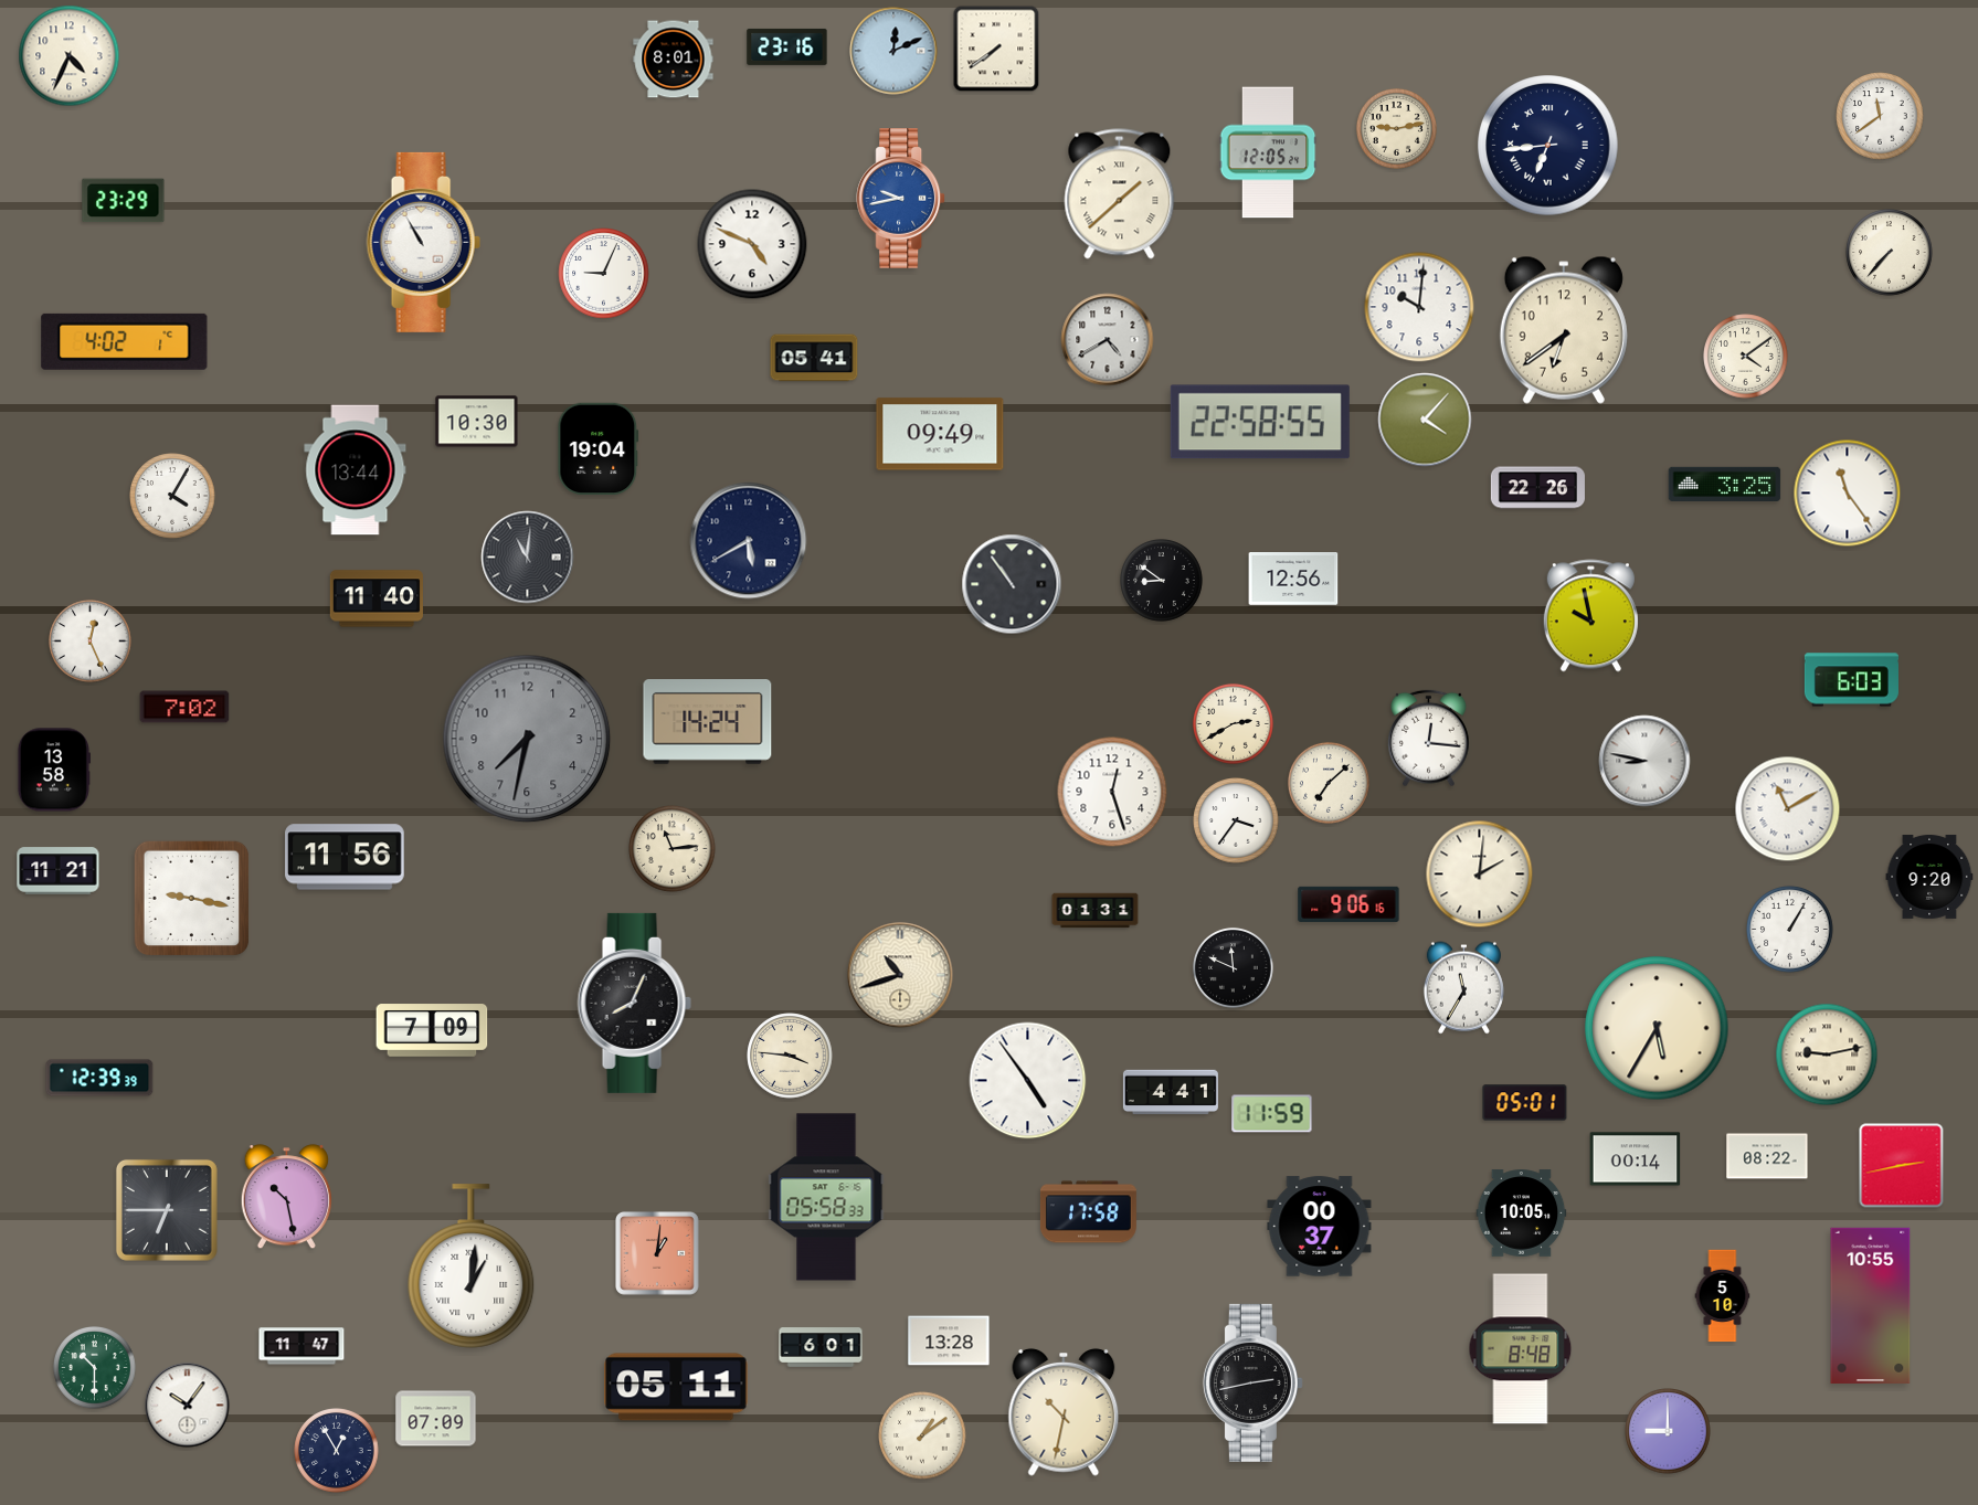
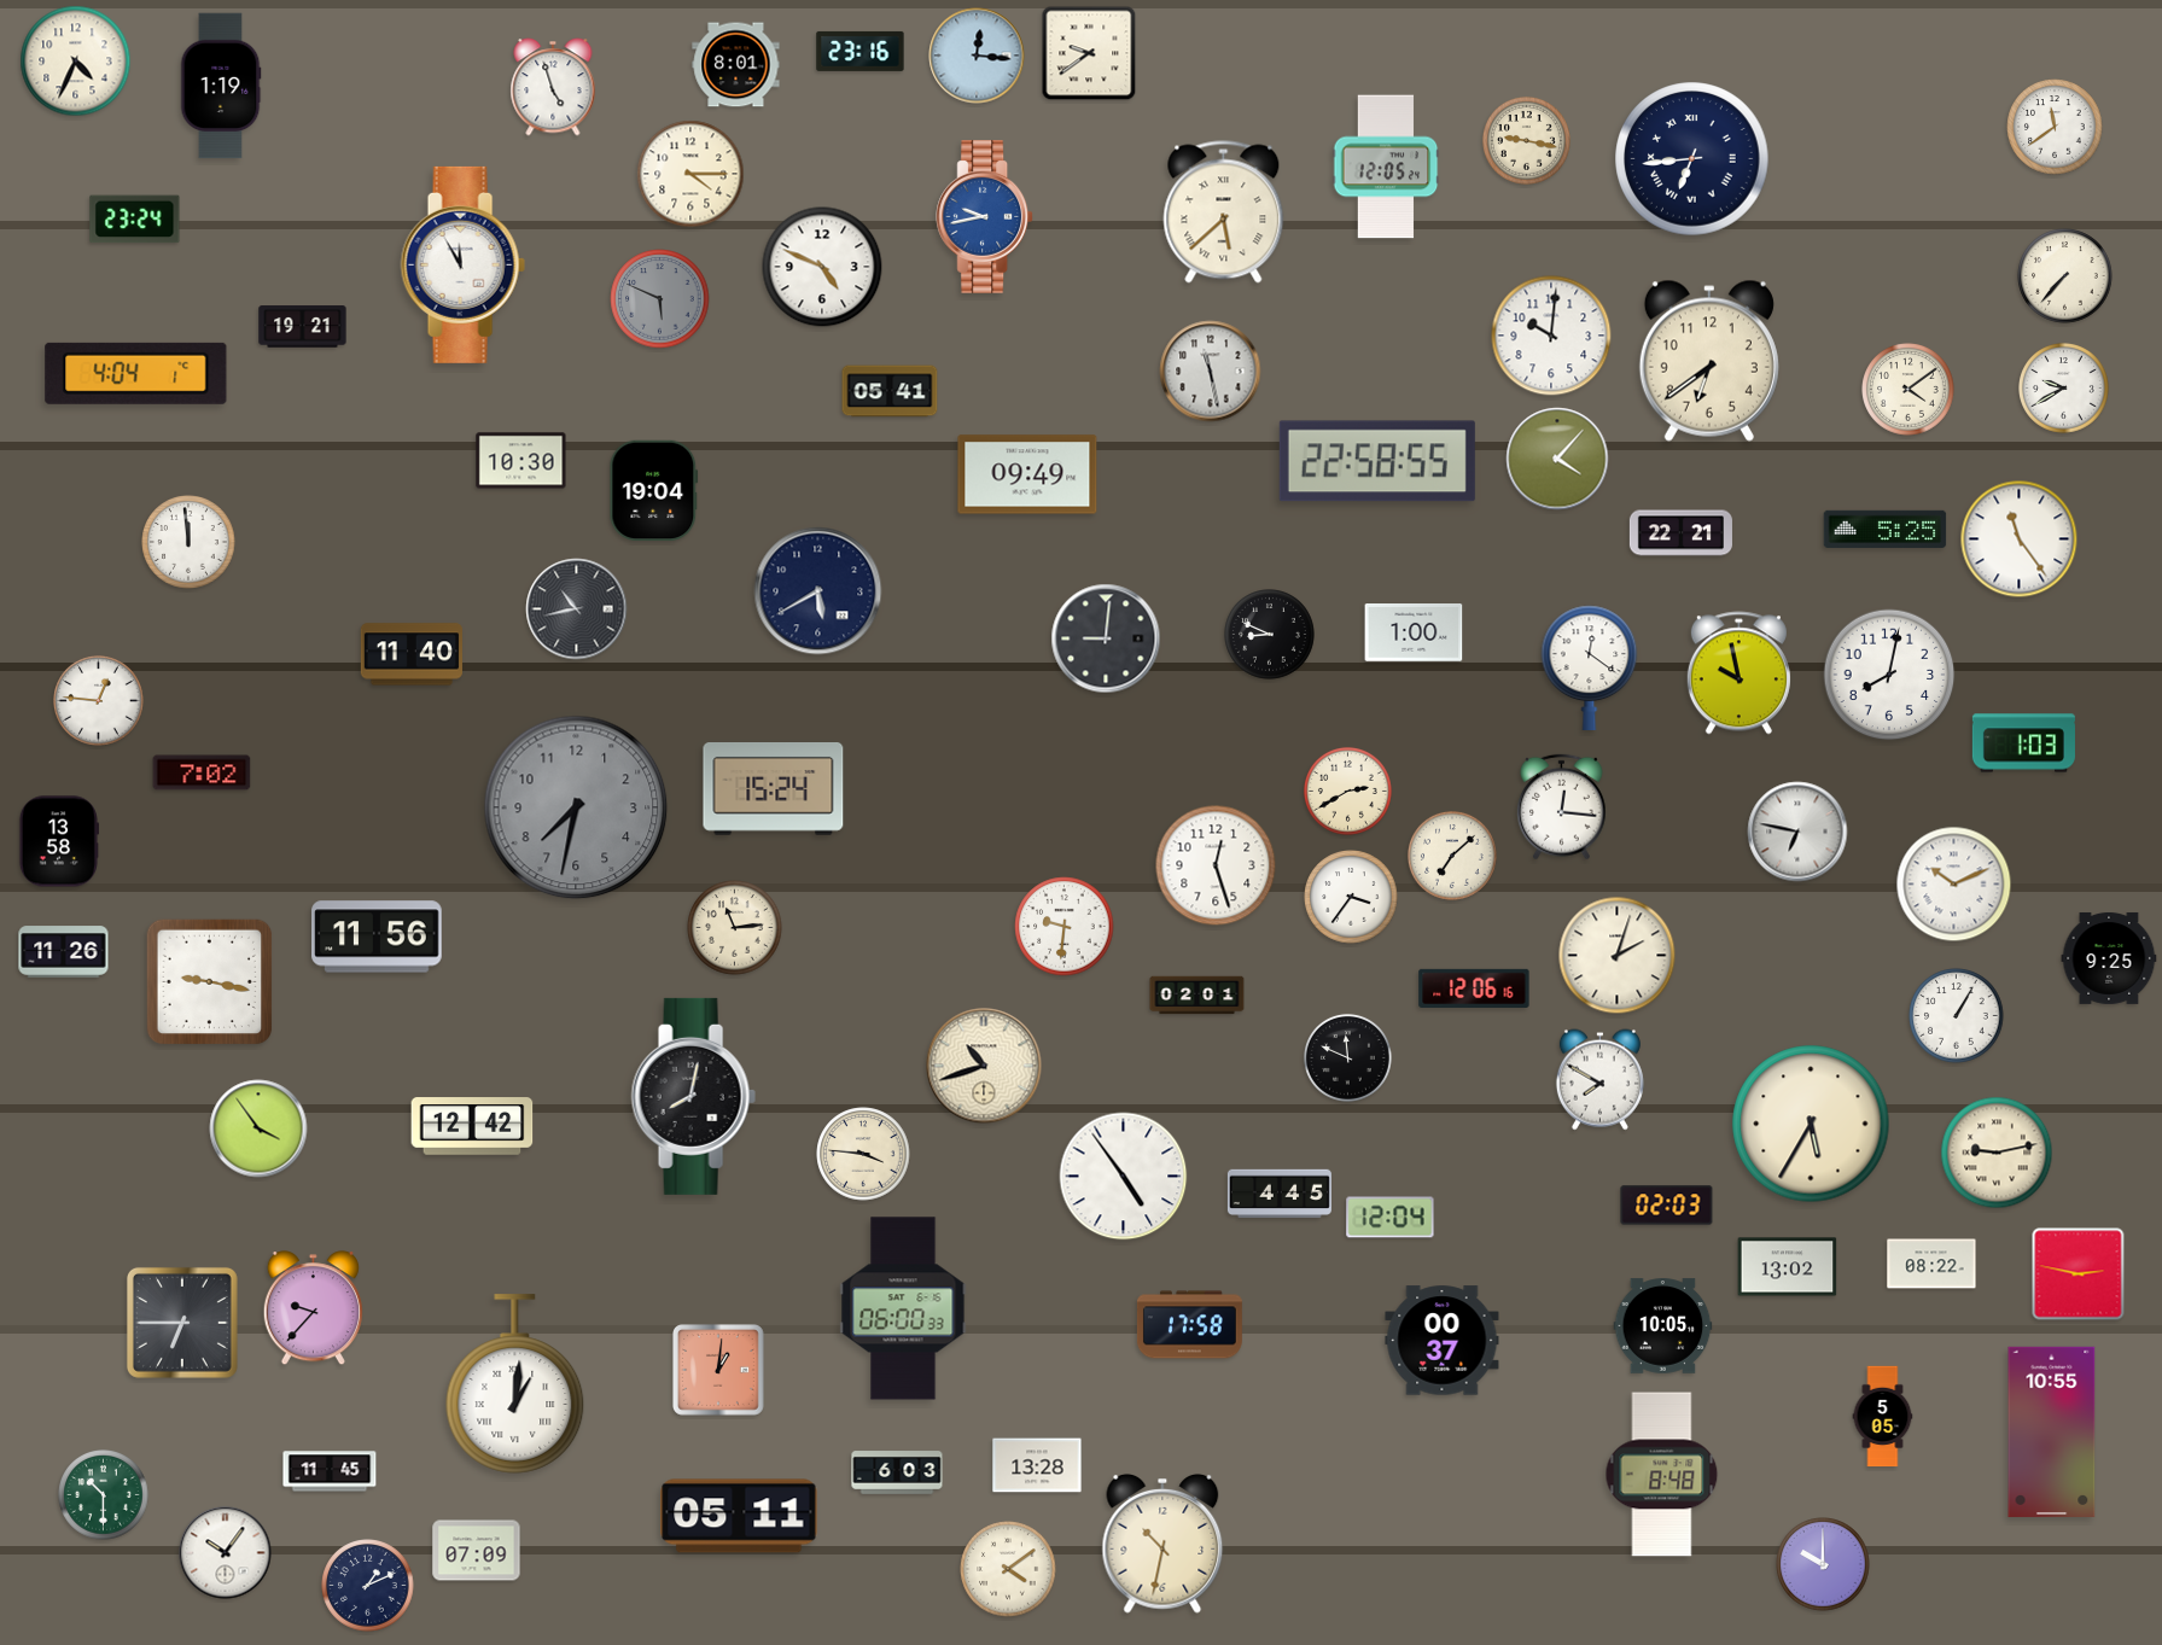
clock at (996, 49): 7:39 -> 9:39
clock at (893, 51): 12:11 -> 12:16
clock at (221, 86): none -> 1:19
clock at (553, 87): none -> 4:57
clock at (1396, 128): 9:13 -> 9:17
clock at (690, 174): none -> 4:15
clock at (1120, 194): 1:38 -> 5:38
clock at (124, 201): 23:29 -> 23:24
clock at (423, 242): 10:55 -> 11:55
clock at (604, 274): 9:04 -> 5:49
clock at (604, 274) dial: white -> grey
clock at (303, 327): none -> 19:21
clock at (1108, 340): 4:40 -> 11:28
clock at (125, 341): 4:02 -> 4:04
clock at (2064, 389): none -> 9:40
clock at (356, 470): 13:44 -> none
clock at (1725, 484): 3:25 -> 5:25
clock at (1537, 488): 22:26 -> 22:21
clock at (172, 496): 4:05 -> 11:59
clock at (528, 558): 11:01 -> 10:43
clock at (1293, 580): 12:56 -> 1:00
clock at (1162, 581): 8:51 -> 8:49
clock at (1012, 584): 10:54 -> 9:01
clock at (1590, 667): none -> 12:21
clock at (1889, 675): none -> 8:02
clock at (91, 642): 12:26 -> 12:46
clock at (1851, 680): 6:03 -> 1:03
clock at (708, 722): 14:24 -> 15:24
clock at (1644, 761): 8:47 -> 6:47
clock at (1788, 809): 11:10 -> 10:11
clock at (1065, 927): none -> 9:31
clock at (59, 871): 11:21 -> 11:26
clock at (1480, 875): 2:01 -> 2:03
clock at (1929, 877): 9:20 -> 9:25
clock at (1348, 904): 9:06 -> 12:06
clock at (1096, 911): 01:31 -> 02:01
clock at (1463, 988): 11:35 -> 7:50
clock at (634, 1003): 8:04 -> 8:02
clock at (432, 1030): 7:09 -> 12:42
clock at (258, 1128): none -> 3:54
clock at (99, 1078): 12:39 -> none
clock at (1028, 1081) position: (1028, 1081) -> (1124, 1177)
clock at (1171, 1092): 4:41 -> 4:45
clock at (1525, 1103): 05:01 -> 02:03
clock at (1272, 1114): 11:59 -> 12:04
clock at (1636, 1159): 00:14 -> 13:02
clock at (1902, 1166): 2:43 -> 2:47
clock at (286, 1197): 10:28 -> 9:37
clock at (826, 1197): 05:58 -> 06:00
clock at (1723, 1296): 5:10 -> 5:05
clock at (1871, 1305) position: (1871, 1305) -> (2052, 1431)
clock at (302, 1346): 11:47 -> 11:45
clock at (821, 1347): 6:01 -> 6:03
clock at (1252, 1382): 2:43 -> none
clock at (188, 1406) position: (188, 1406) -> (226, 1553)
clock at (1668, 1431): 9:00 -> 10:00
clock at (922, 1435): 1:09 -> 4:09
clock at (337, 1451): 12:55 -> 1:11
